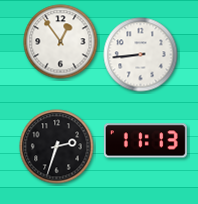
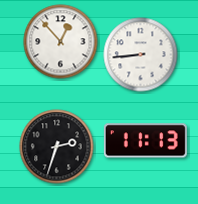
clock at (61, 42): 12:54 -> 12:53
